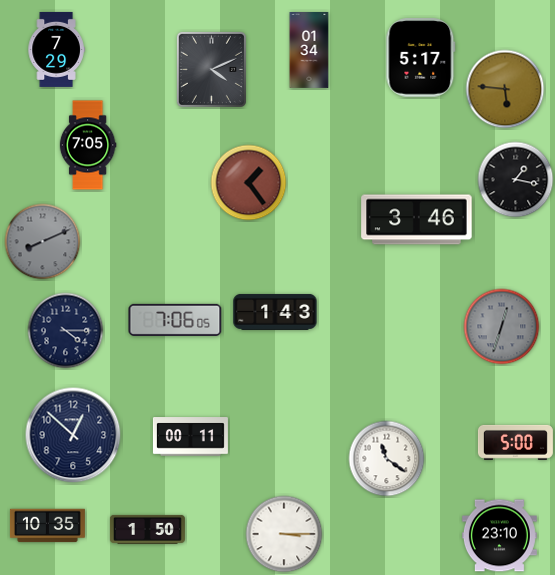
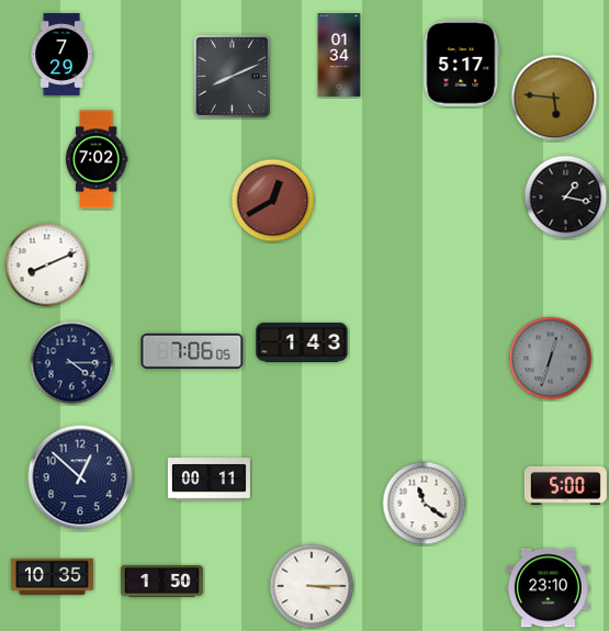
clock at (211, 69): 4:11 -> 8:11
clock at (88, 145): 7:05 -> 7:02
clock at (249, 183): 1:24 -> 12:40
clock at (417, 220): 3:46 -> none
clock at (43, 242) dial: grey -> white
